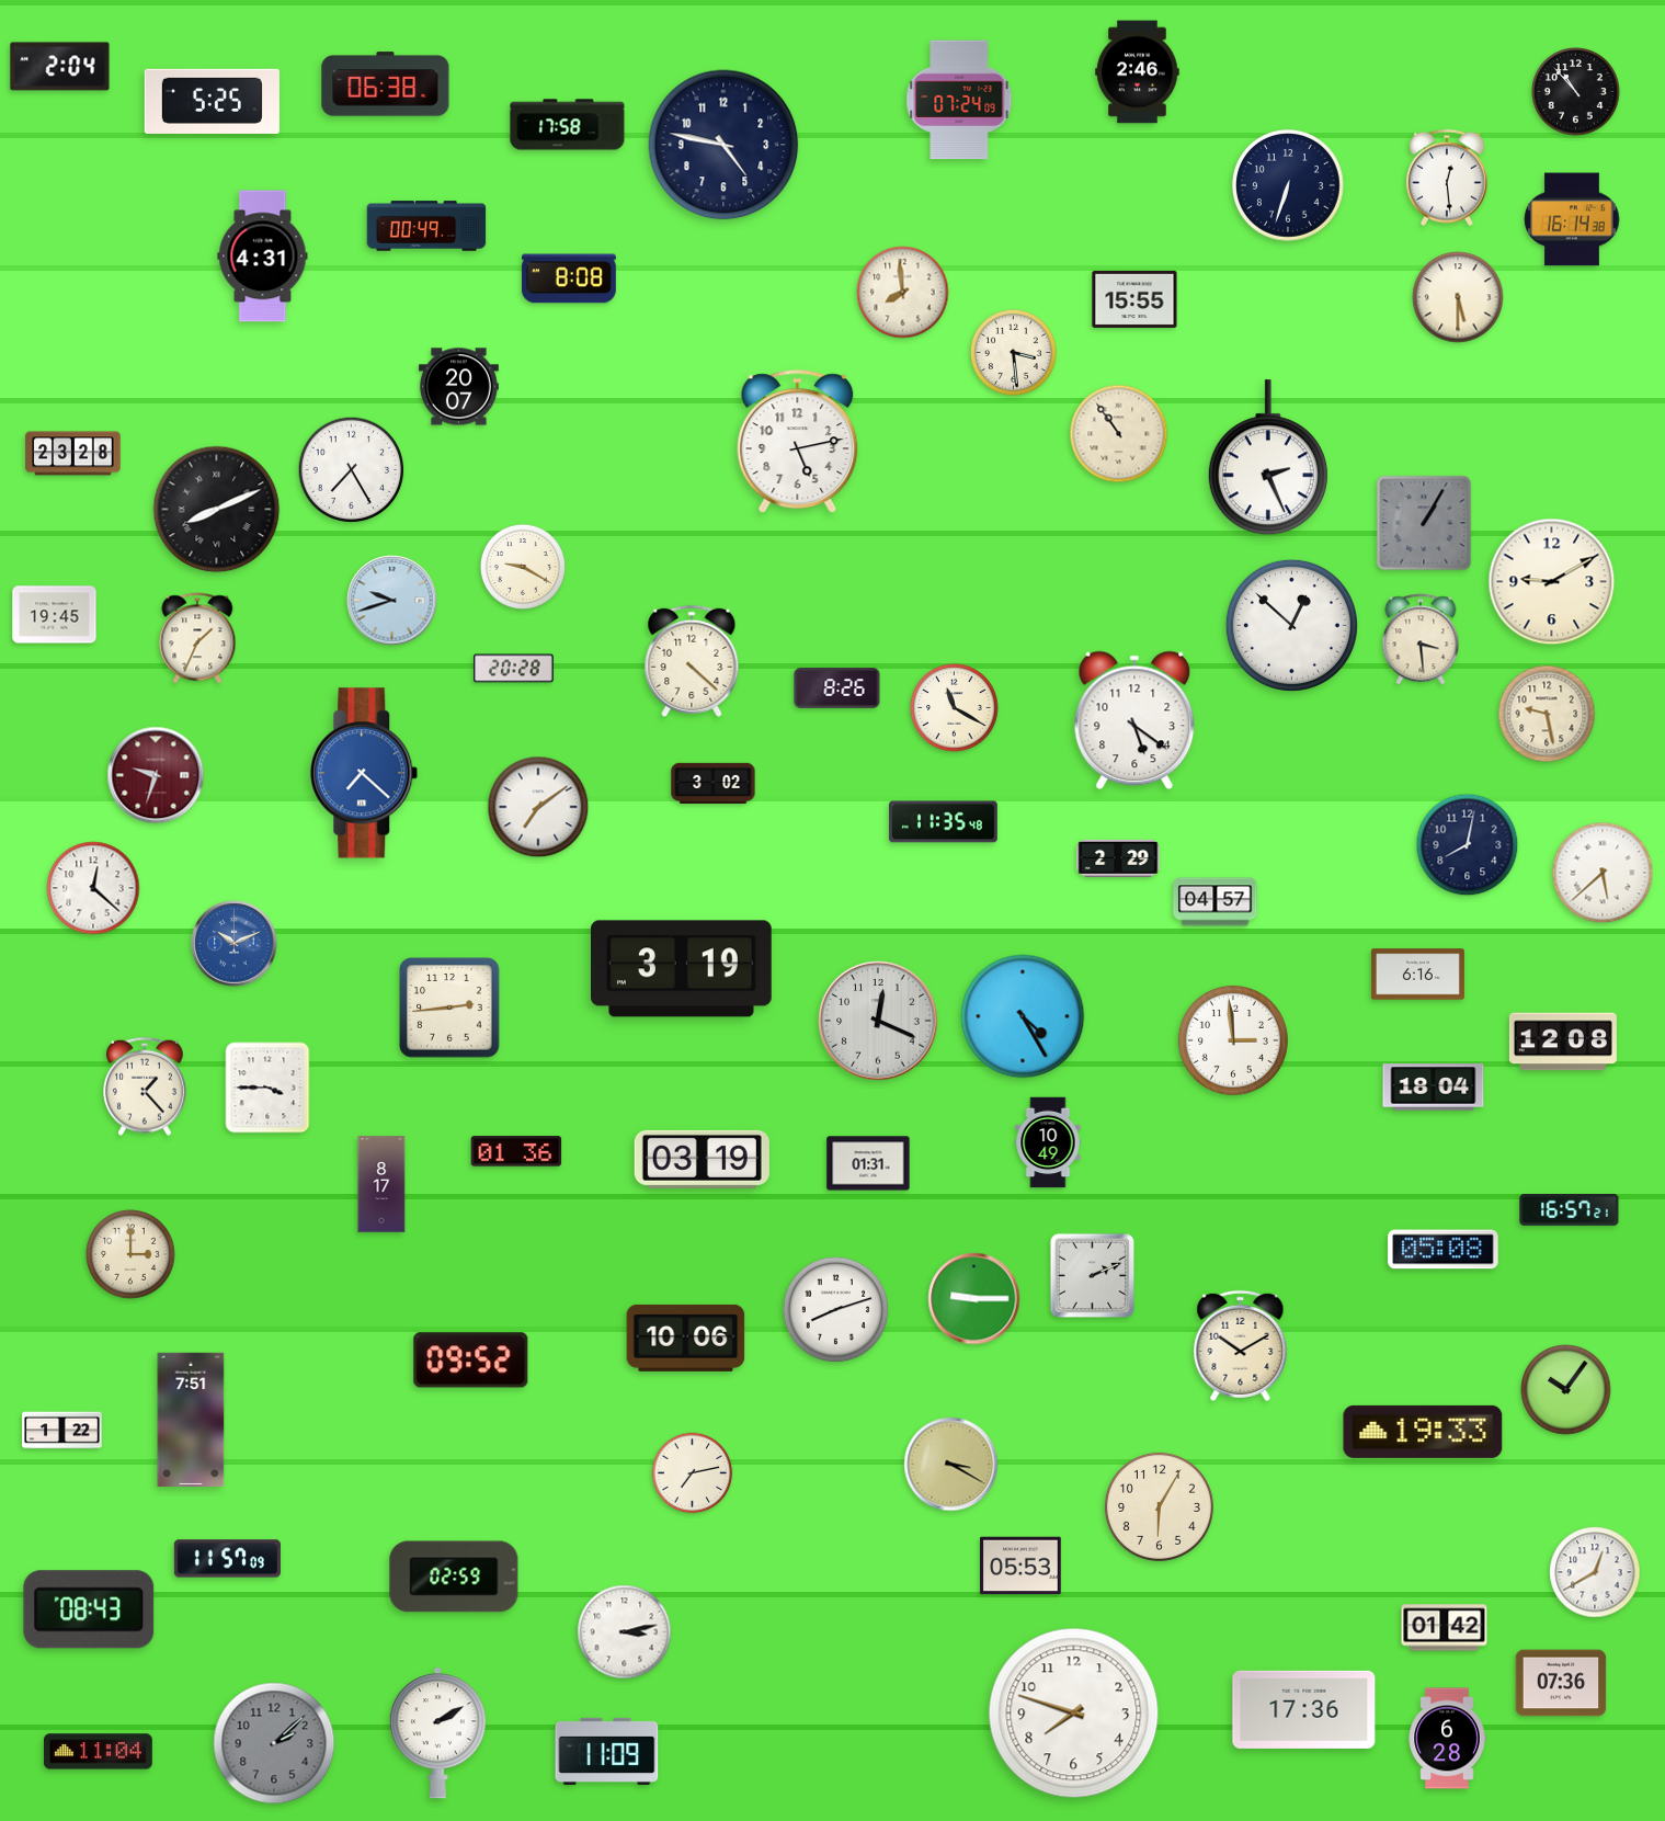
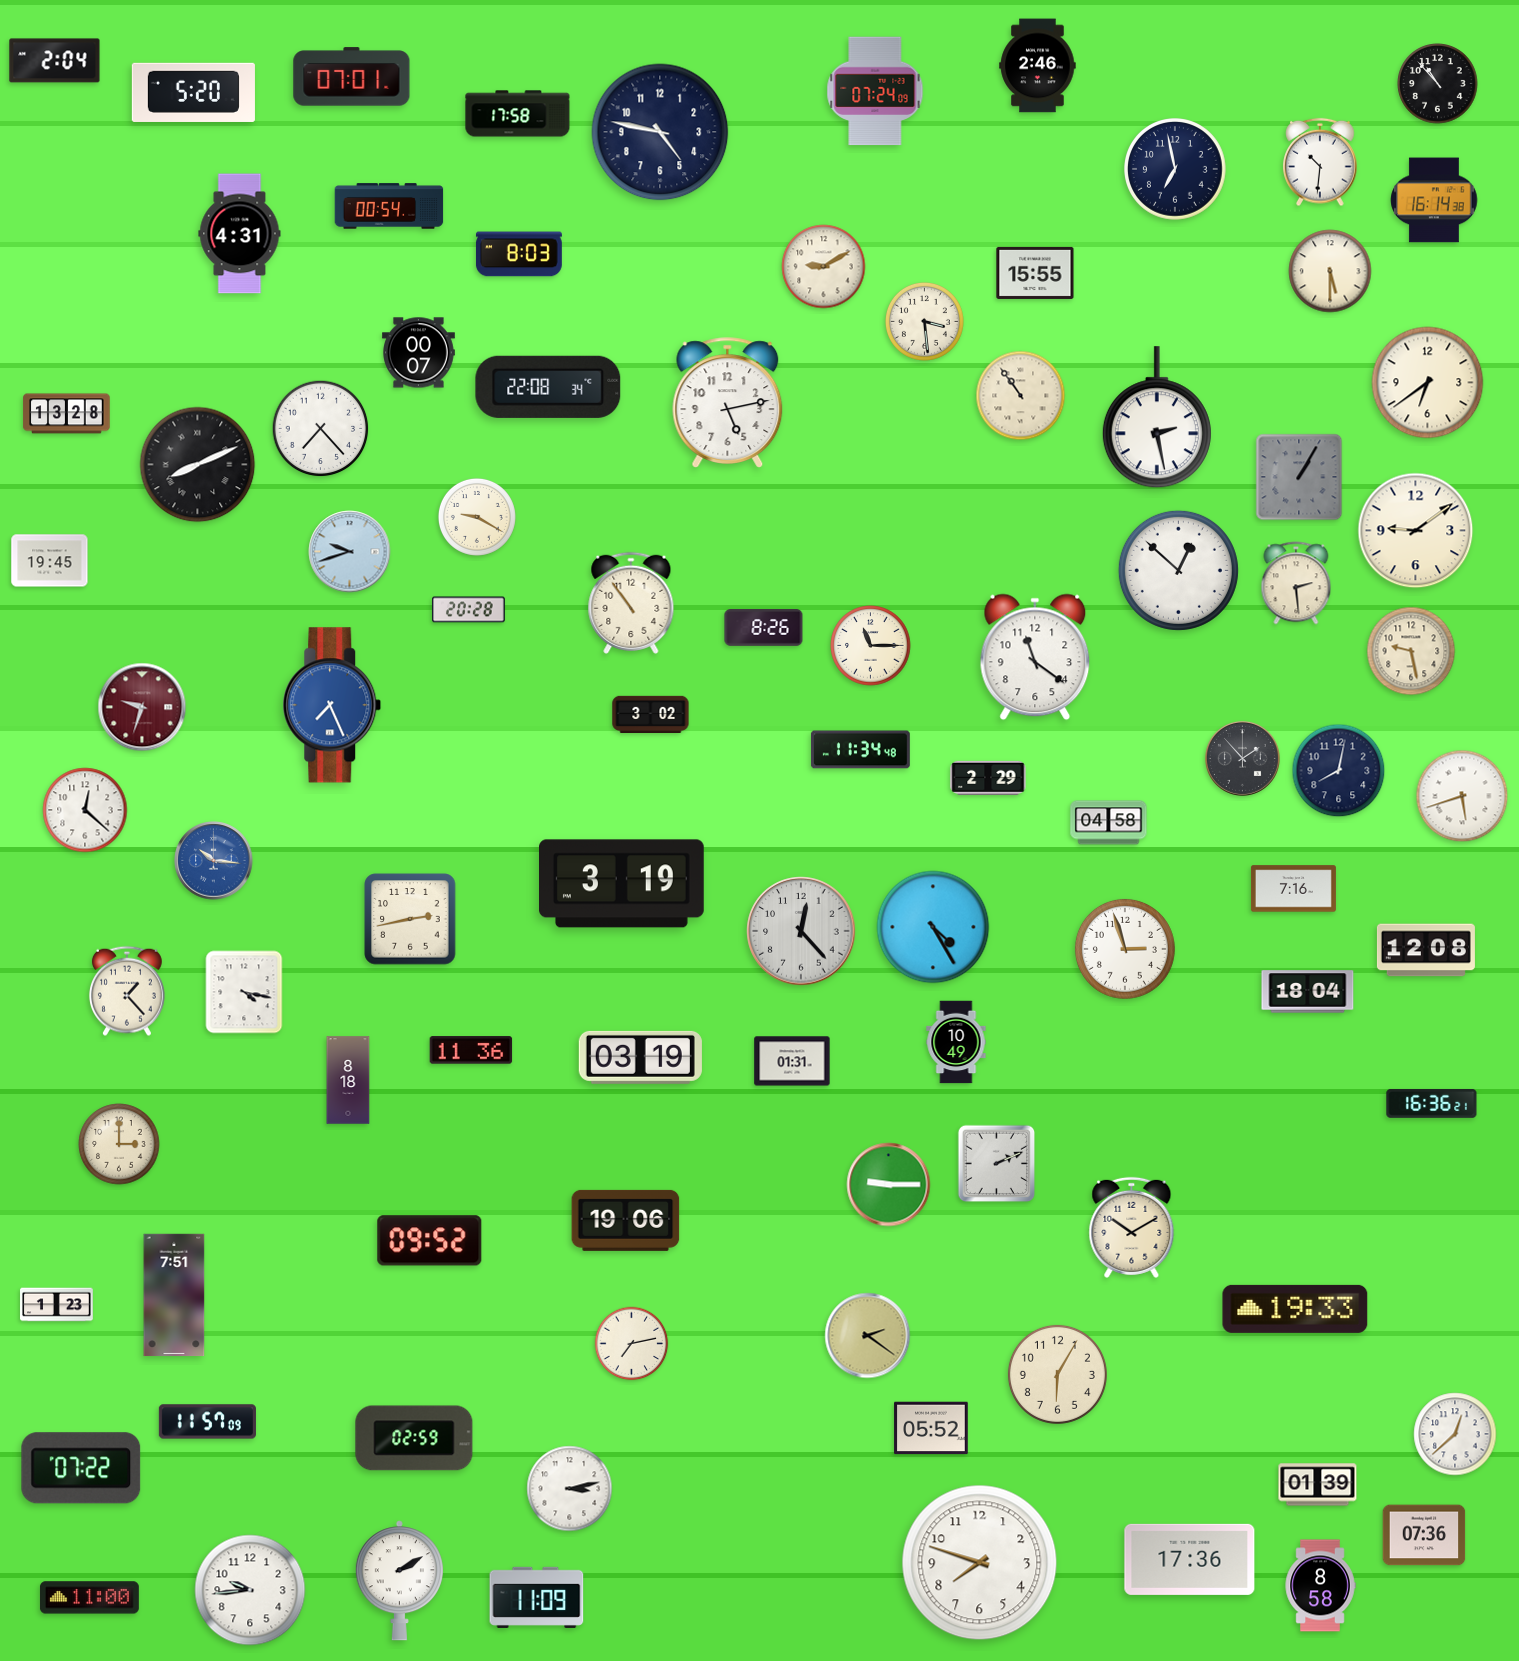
clock at (386, 84): 06:38 -> 07:01
clock at (212, 101): 5:25 -> 5:20
clock at (1447, 178): 12:29 -> 10:31
clock at (1289, 186): 6:33 -> 6:58
clock at (426, 226): 00:49 -> 00:54
clock at (569, 278): 8:08 -> 8:03
clock at (903, 293): 7:59 -> 9:10
clock at (459, 387): 20:07 -> 00:07
clock at (1428, 383): none -> 6:39
clock at (548, 387): none -> 22:08
clock at (73, 454): 23:28 -> 13:28
clock at (1268, 458): 2:26 -> 2:28
clock at (352, 470): 7:25 -> 7:23
clock at (1552, 582): 9:10 -> 9:09
clock at (392, 601) position: (392, 601) -> (350, 552)
clock at (197, 638): 1:34 -> none
clock at (1421, 639): 3:29 -> 2:29
clock at (692, 661): 4:22 -> 10:54
clock at (955, 708): 11:20 -> 11:15
clock at (1134, 720): 5:21 -> 11:21
clock at (364, 773): 7:22 -> 7:26
clock at (538, 807): 7:09 -> none
clock at (943, 822): 11:35 -> 11:34
clock at (1242, 758): none -> 1:53
clock at (1118, 858) position: (1118, 858) -> (988, 778)
clock at (1603, 873): 5:38 -> 5:42
clock at (1216, 902): 04:57 -> 04:58
clock at (235, 944): 10:11 -> 10:16
clock at (1417, 975): 6:16 -> 7:16
clock at (449, 1008): 2:44 -> 2:43
clock at (878, 1021): 12:19 -> 12:23
clock at (1233, 1040): 2:59 -> 2:57
clock at (145, 1086) position: (145, 1086) -> (127, 991)
clock at (267, 1088): 3:45 -> 4:17
clock at (516, 1151): 01:36 -> 11:36
clock at (381, 1184): 8:17 -> 8:18
clock at (1570, 1209): 16:57 -> 16:36
clock at (1444, 1250): 05:08 -> none
clock at (836, 1310): 8:12 -> none
clock at (686, 1338): 10:06 -> 19:06
clock at (1566, 1390): 10:06 -> none
clock at (62, 1431): 1:22 -> 1:23
clock at (1423, 1432) position: (1423, 1432) -> (1295, 1309)
clock at (951, 1465): 3:20 -> 2:21
clock at (1020, 1566): 05:53 -> 05:52
clock at (1595, 1572): 12:40 -> 12:38
clock at (89, 1609): 08:43 -> 07:22
clock at (1445, 1628): 01:42 -> 01:39
clock at (1447, 1739): 6:28 -> 8:58
clock at (274, 1743): 2:08 -> 9:44
clock at (274, 1743) dial: grey -> white
clock at (607, 1751) position: (607, 1751) -> (537, 1597)
clock at (98, 1752): 11:04 -> 11:00
